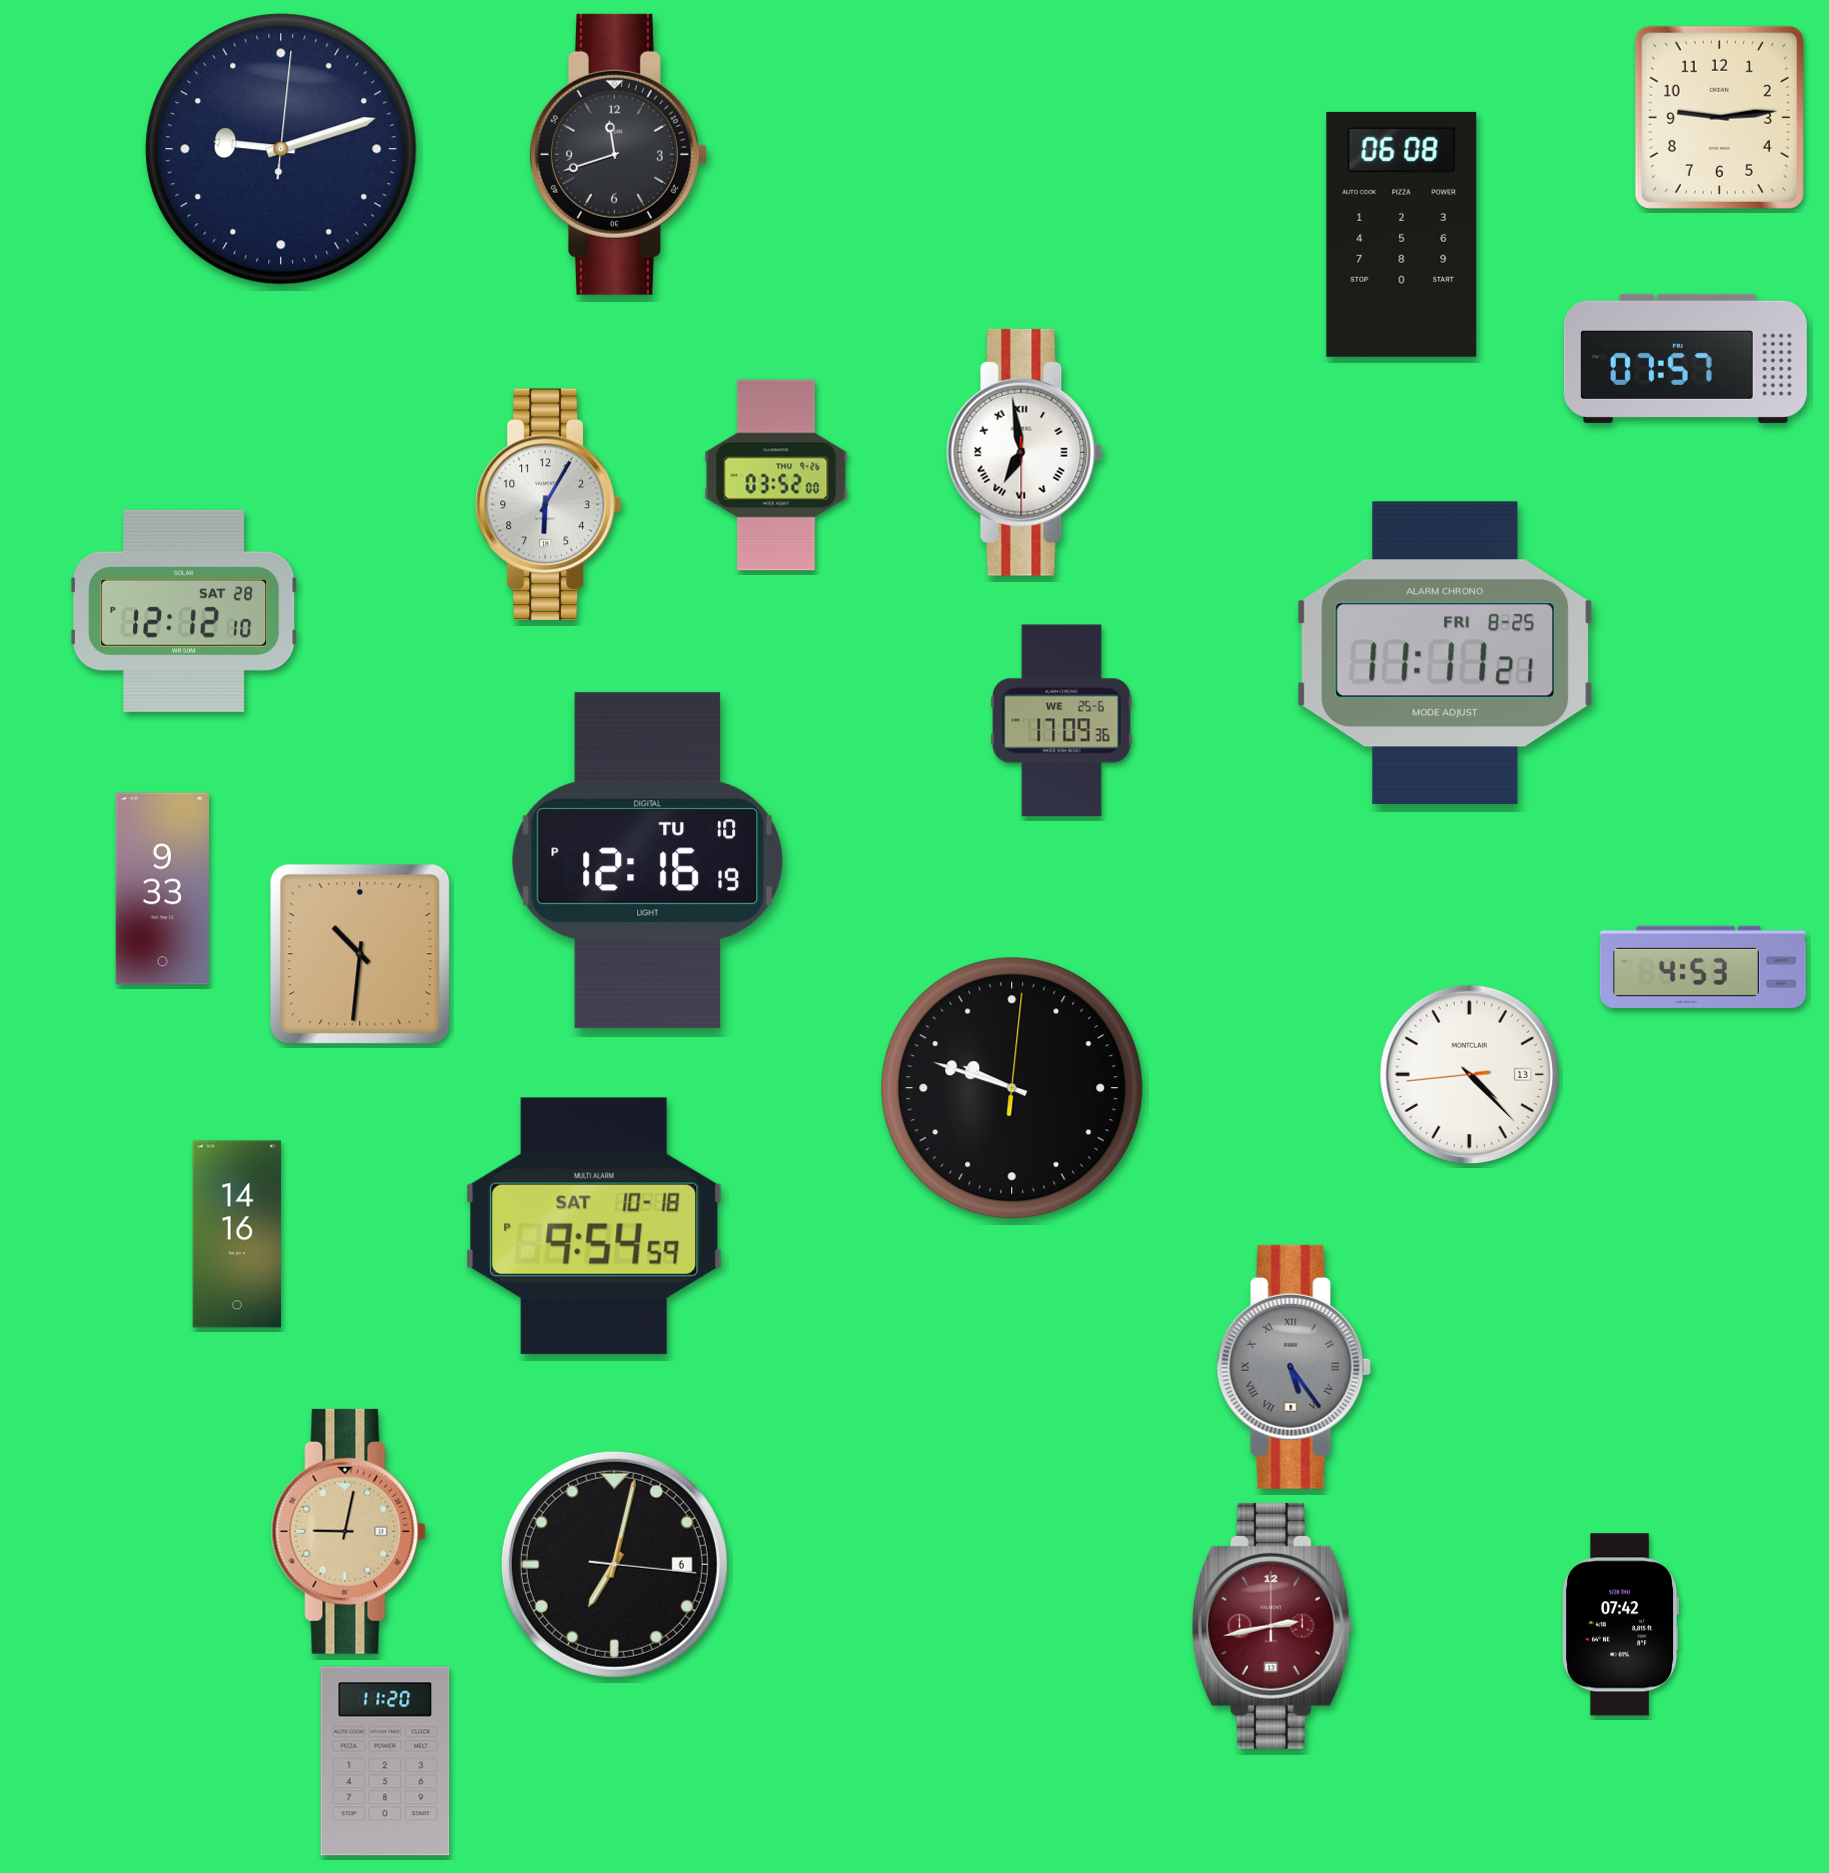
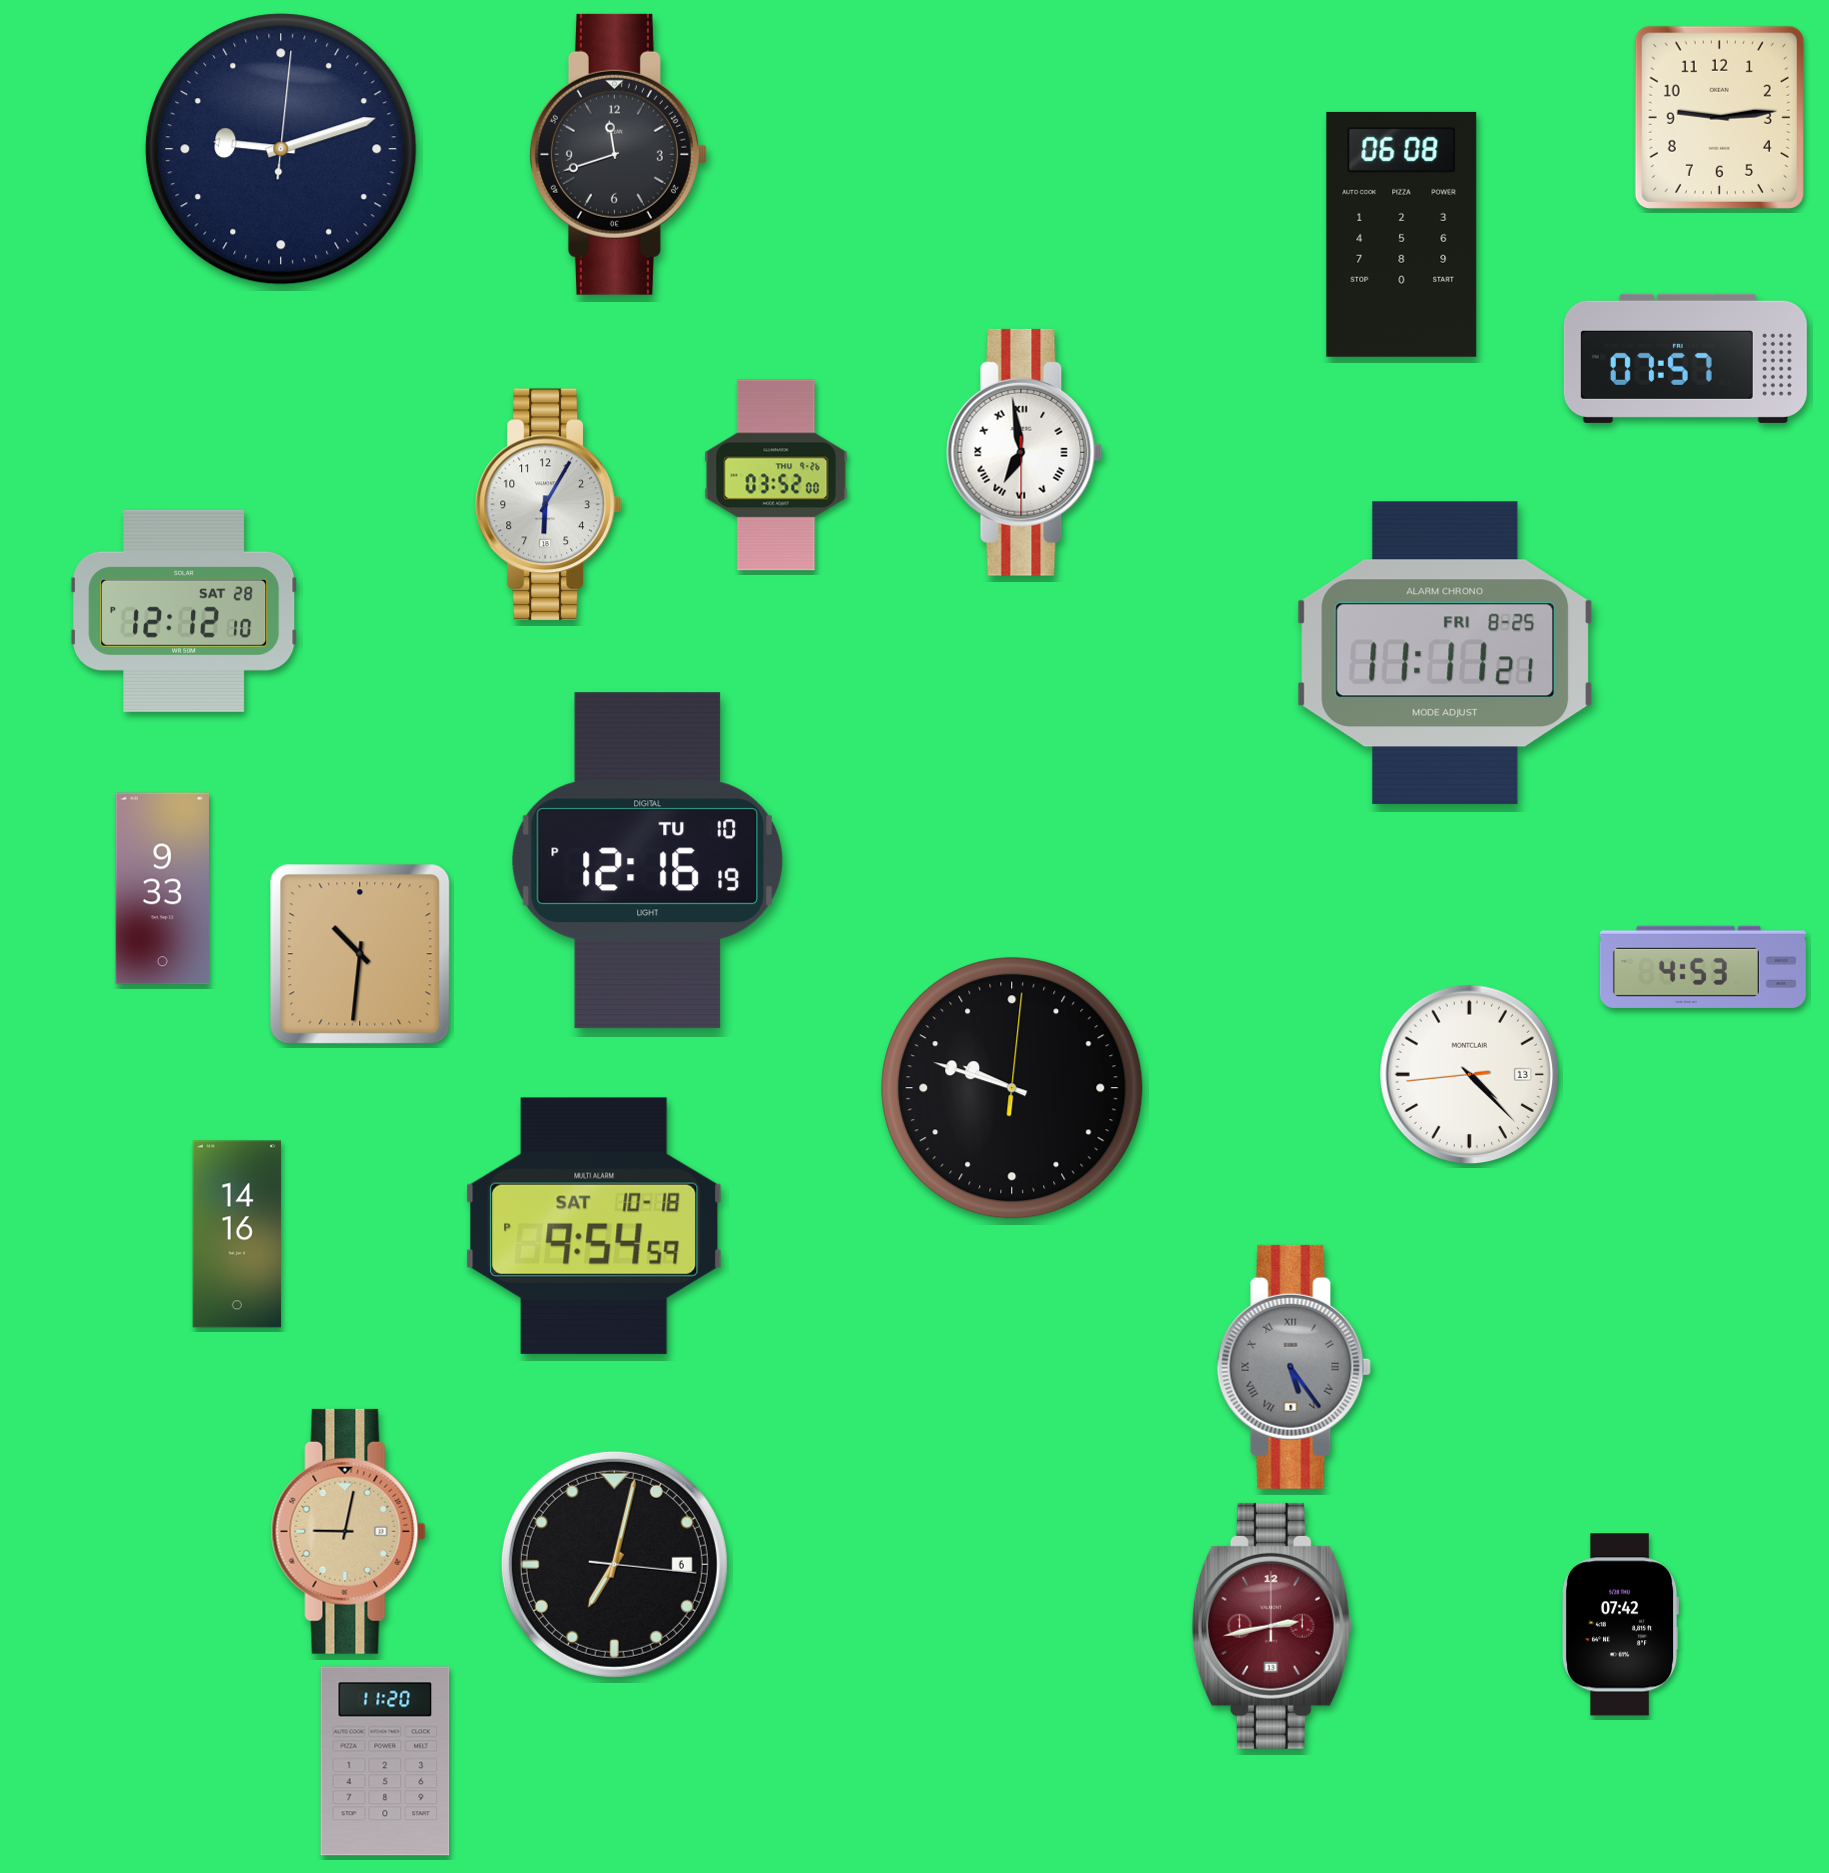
clock at (1062, 721): 17:09 -> none
